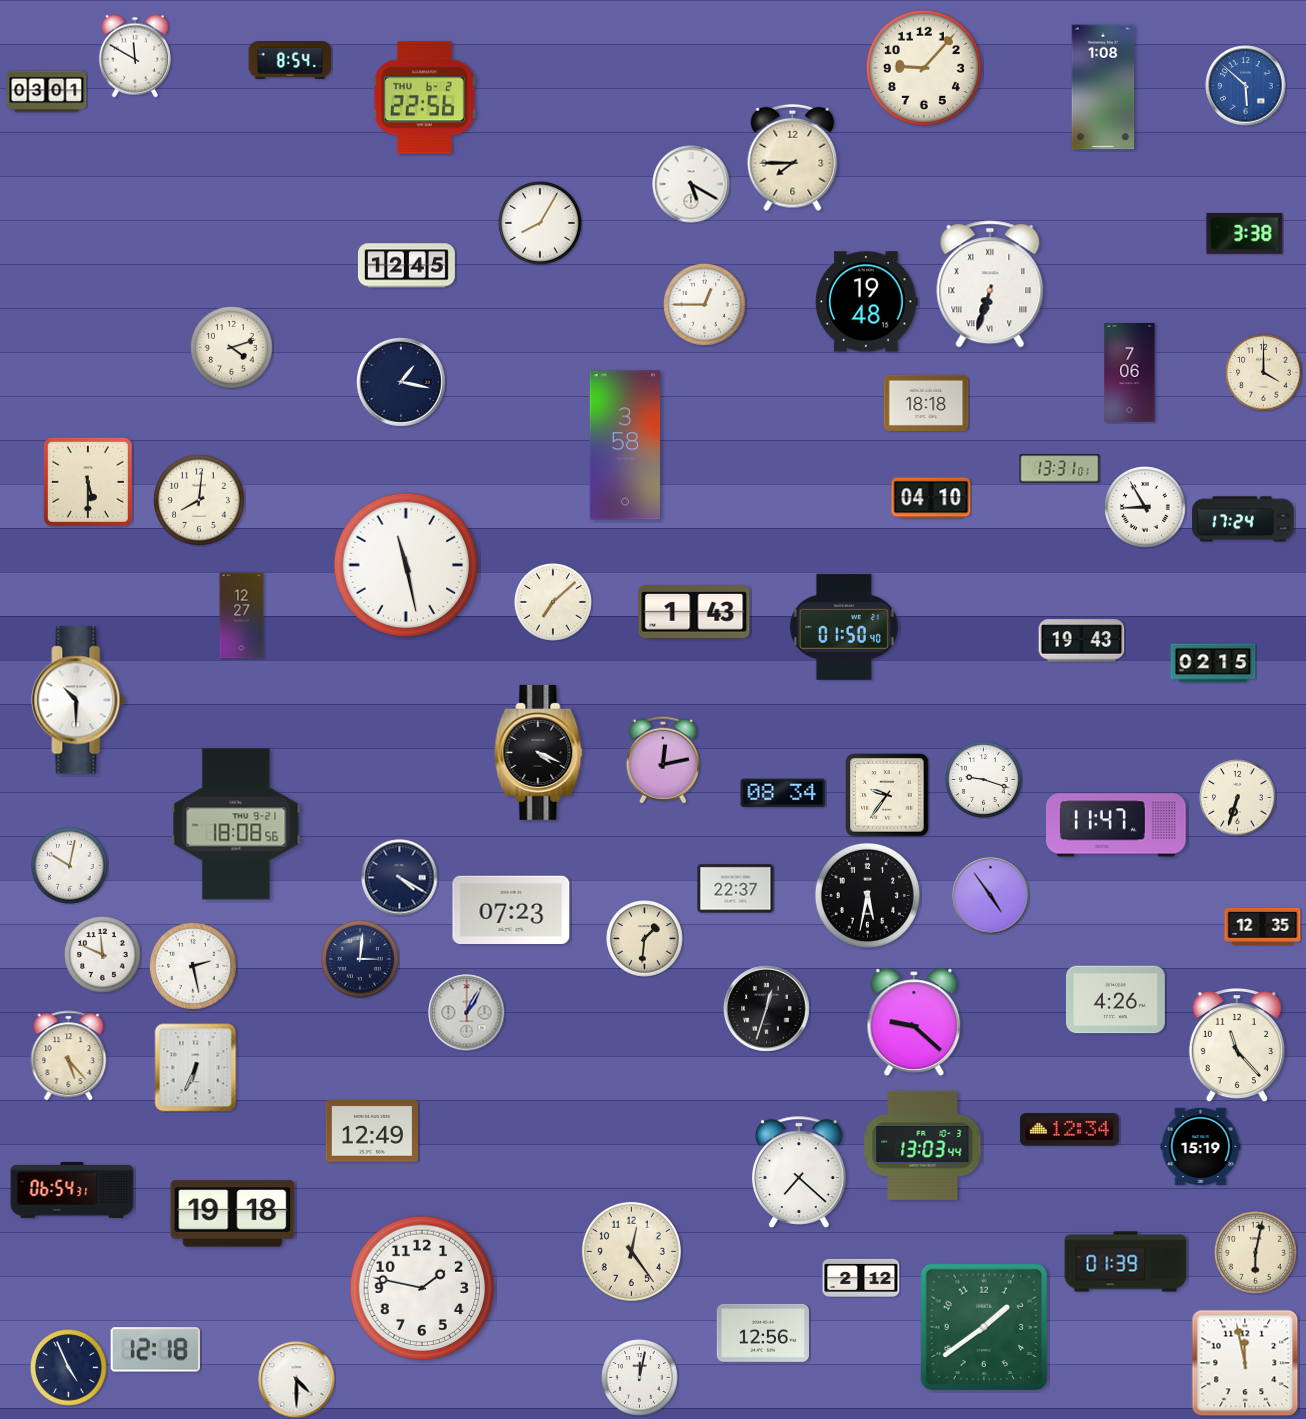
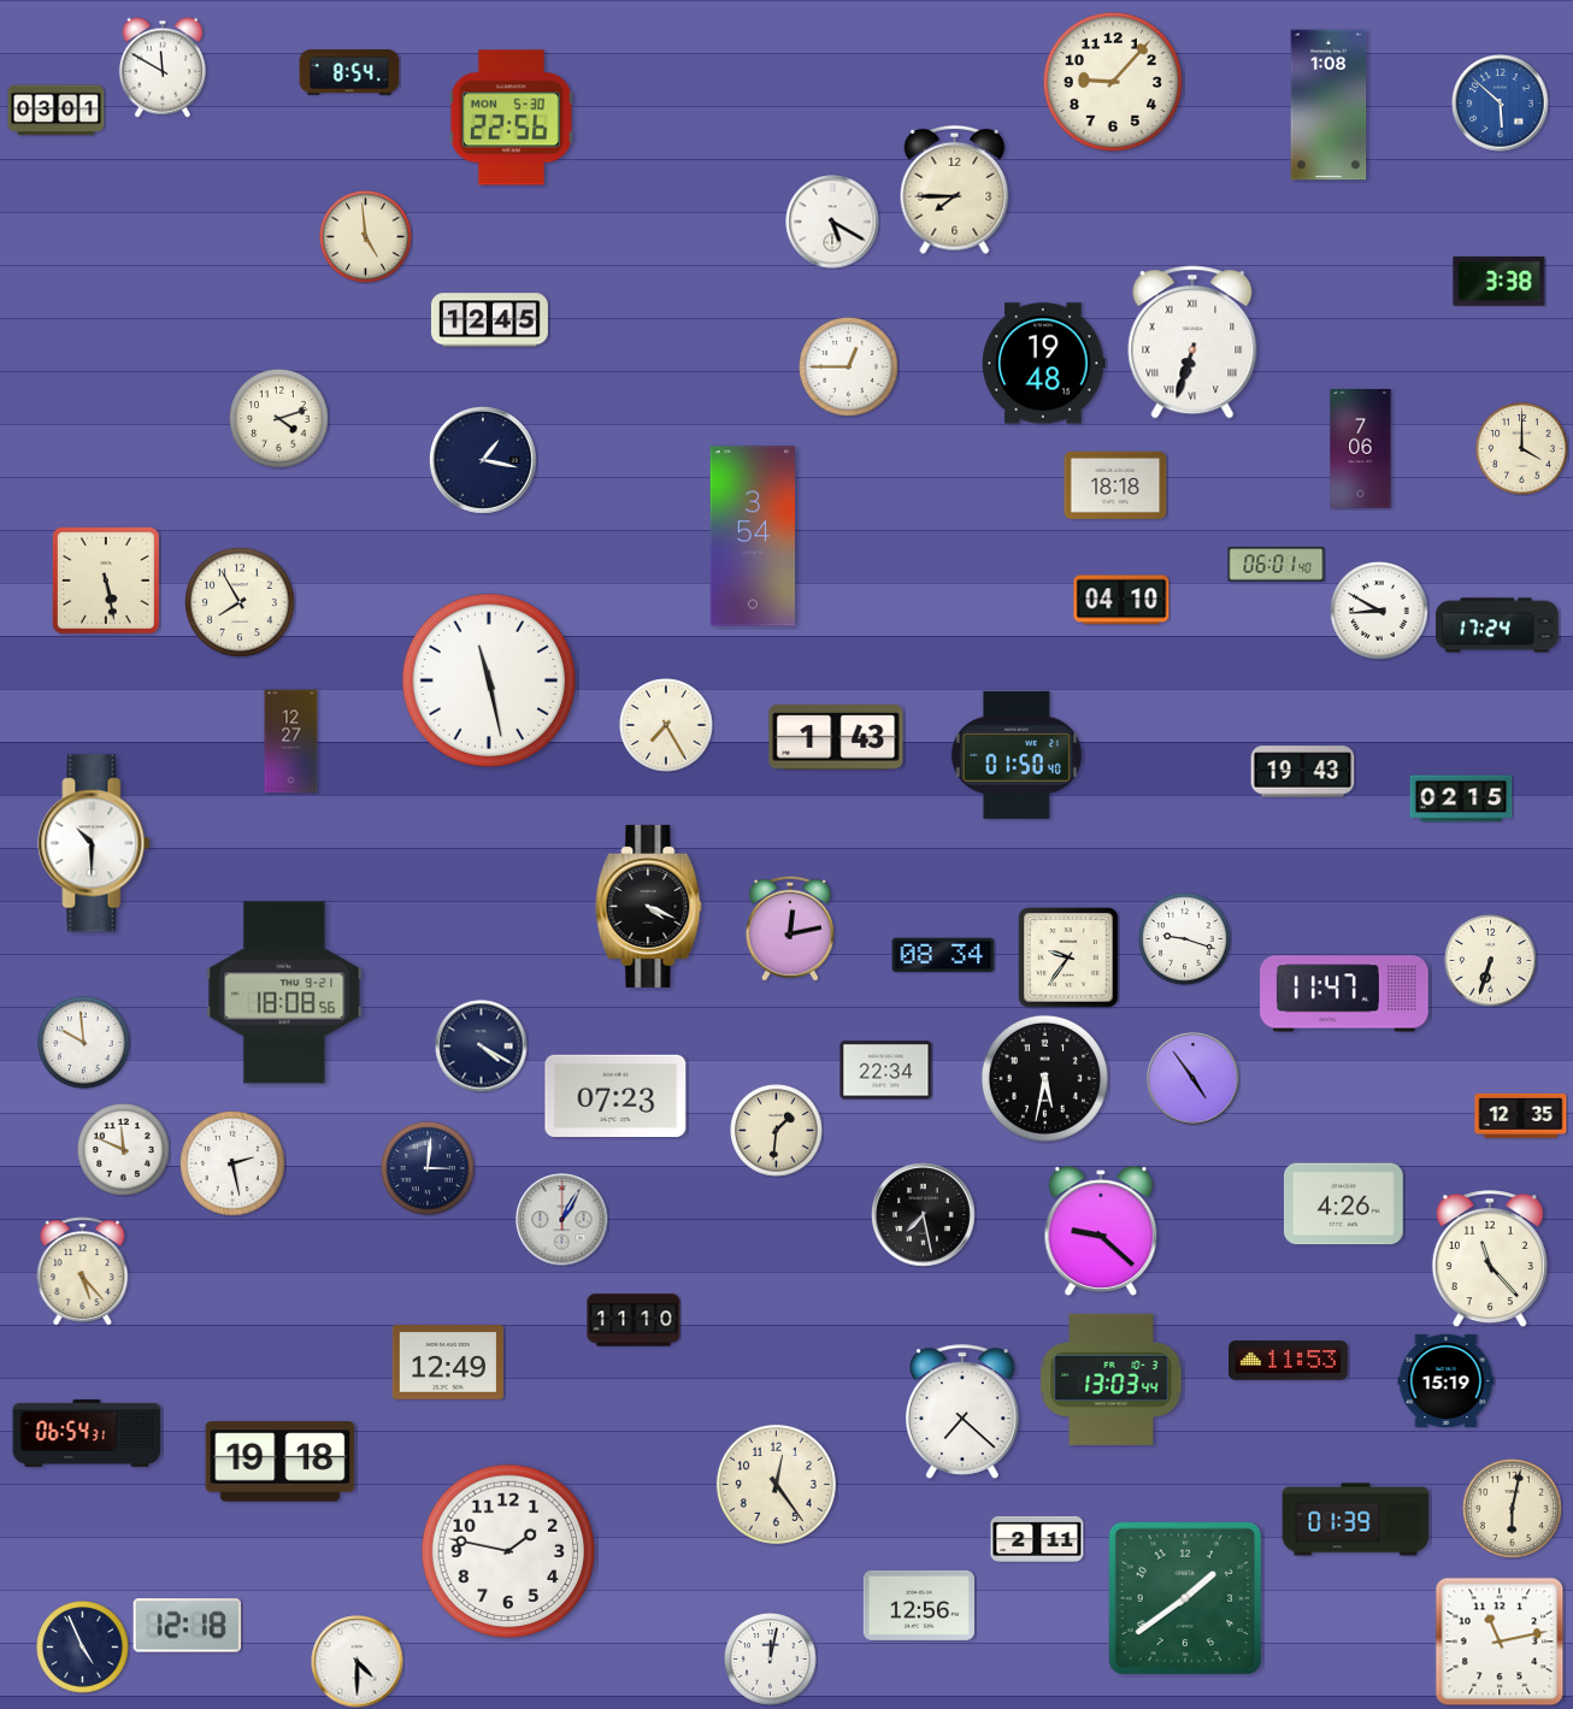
clock at (424, 98) date: THU 6-2 -> MON 5-30
clock at (366, 237): none -> 4:59
clock at (541, 224): 8:05 -> none
clock at (625, 445): 3:58 -> 3:54
clock at (1060, 469): 13:31 -> 06:01
clock at (88, 482): 5:30 -> 5:28
clock at (199, 500): 8:01 -> 7:55
clock at (1145, 507): 8:55 -> 8:50
clock at (553, 602): 7:08 -> 7:25
clock at (663, 760) position: (663, 760) -> (790, 929)
clock at (70, 866): 10:02 -> 9:59
clock at (400, 878) position: (400, 878) -> (482, 1047)
clock at (736, 889): 22:37 -> 22:34
clock at (360, 959) position: (360, 959) -> (428, 1168)
clock at (767, 1009): 12:33 -> 7:28
clock at (196, 1068): 6:34 -> none
clock at (634, 1320): none -> 11:10
clock at (1070, 1130): 12:34 -> 11:53
clock at (631, 1251) position: (631, 1251) -> (776, 1484)
clock at (861, 1278): 2:12 -> 2:11
clock at (1245, 1363): 11:58 -> 11:13
